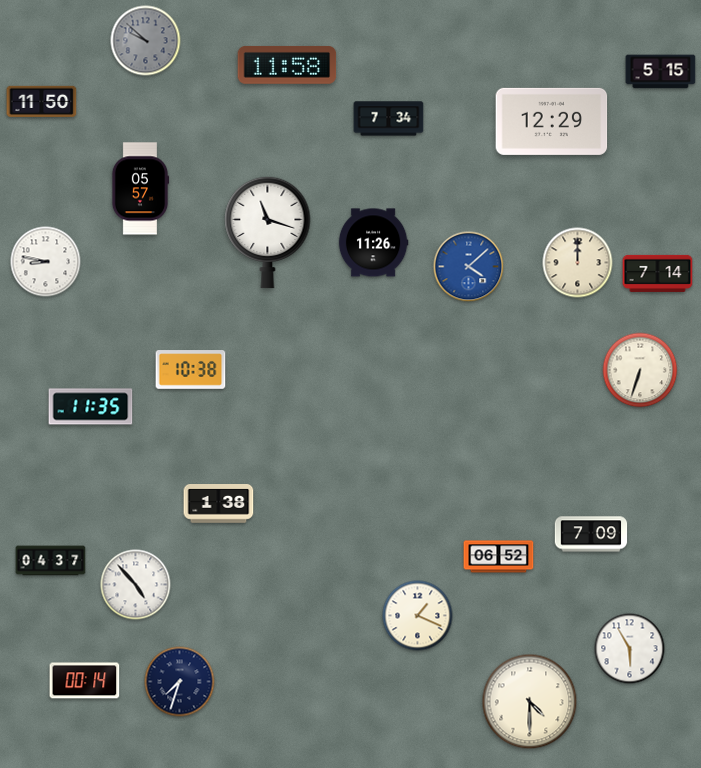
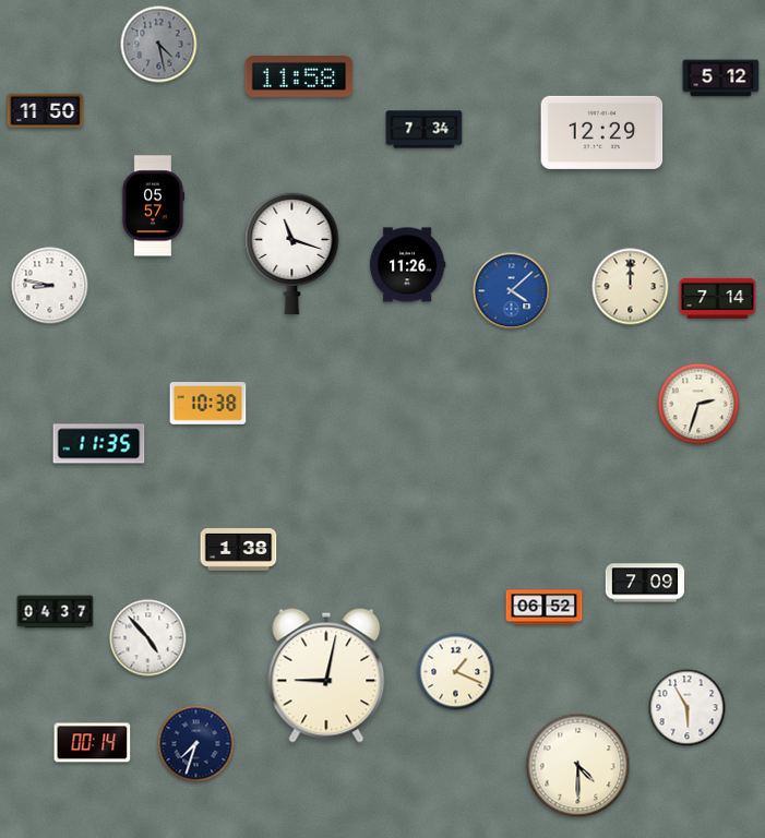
clock at (146, 41): 9:52 -> 4:28
clock at (287, 65) position: (287, 65) -> (299, 76)
clock at (661, 72): 5:15 -> 5:12
clock at (640, 370): 6:33 -> 2:33
clock at (326, 675): none -> 9:02
